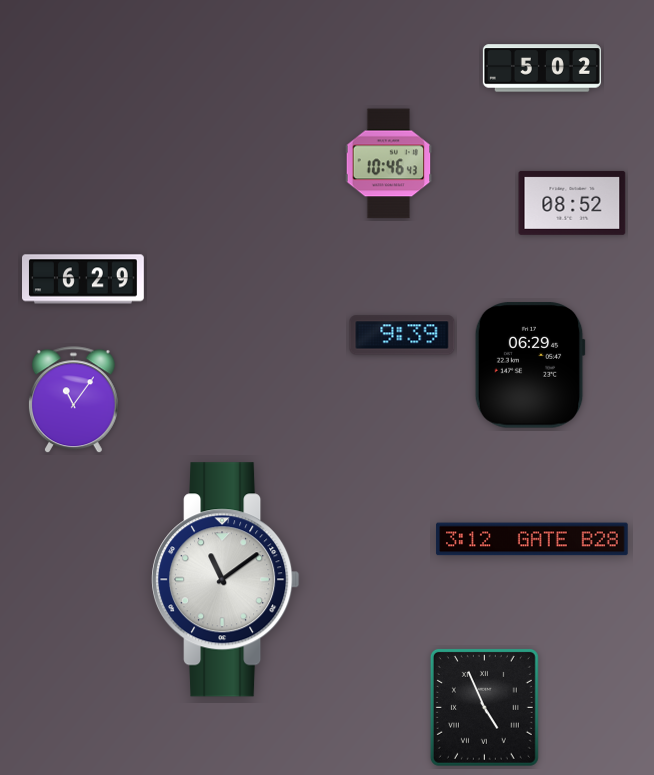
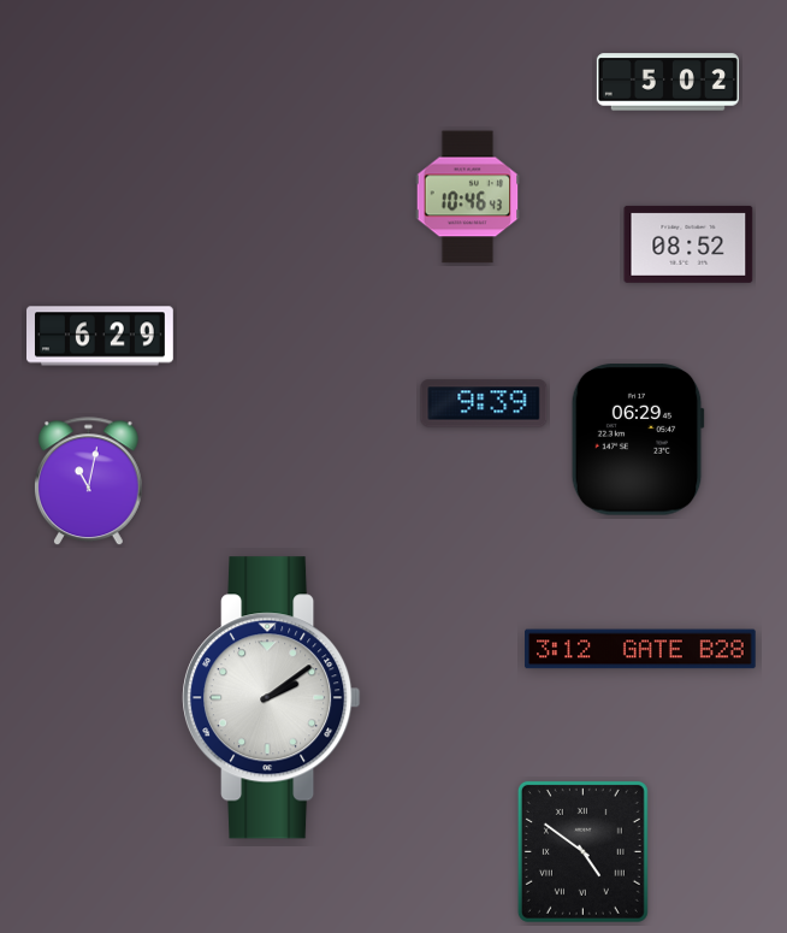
clock at (542, 68) position: (542, 68) -> (668, 82)
clock at (73, 400): 11:06 -> 11:02
clock at (226, 580): 11:09 -> 2:09
clock at (484, 707): 4:56 -> 4:51
